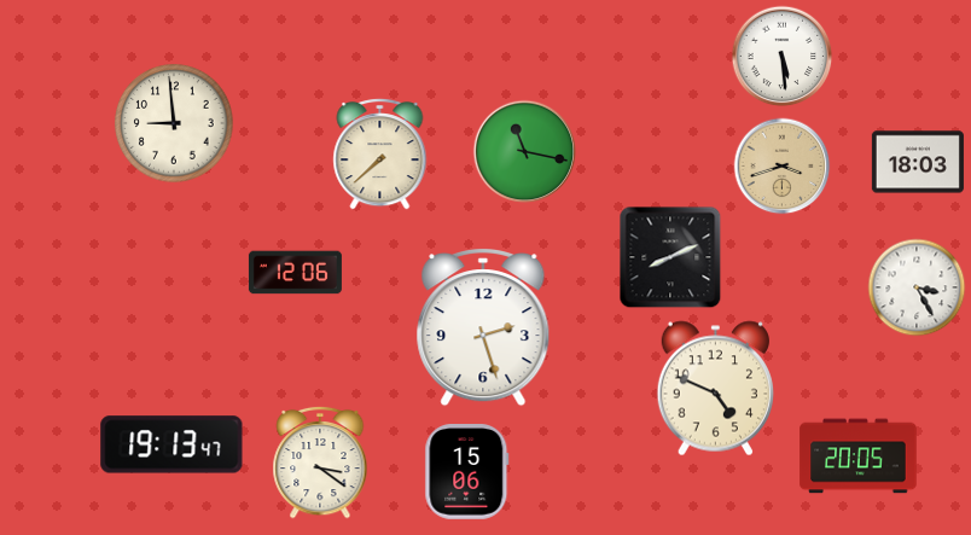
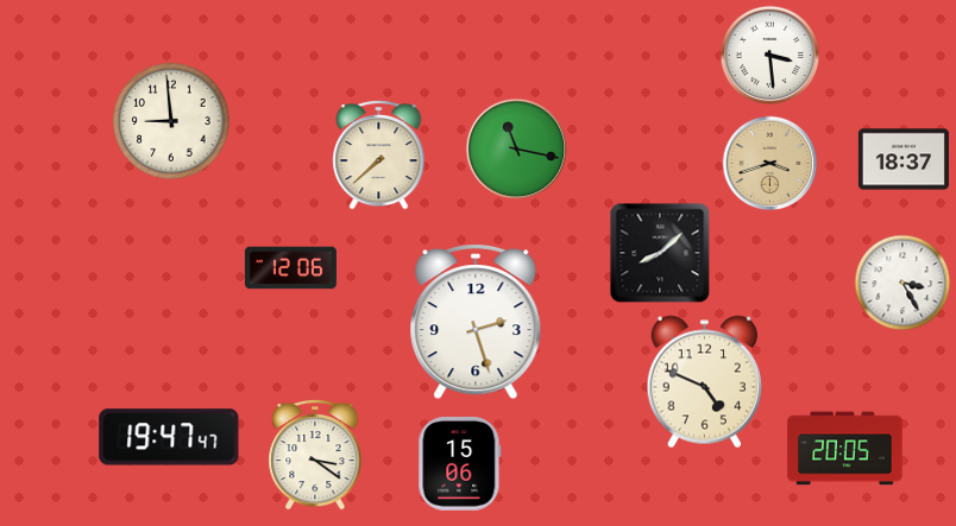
clock at (783, 57): 5:29 -> 3:29
clock at (380, 155) position: (380, 155) -> (379, 156)
clock at (918, 162): 18:03 -> 18:37
clock at (670, 257): 8:11 -> 8:08
clock at (171, 444): 19:13 -> 19:47
